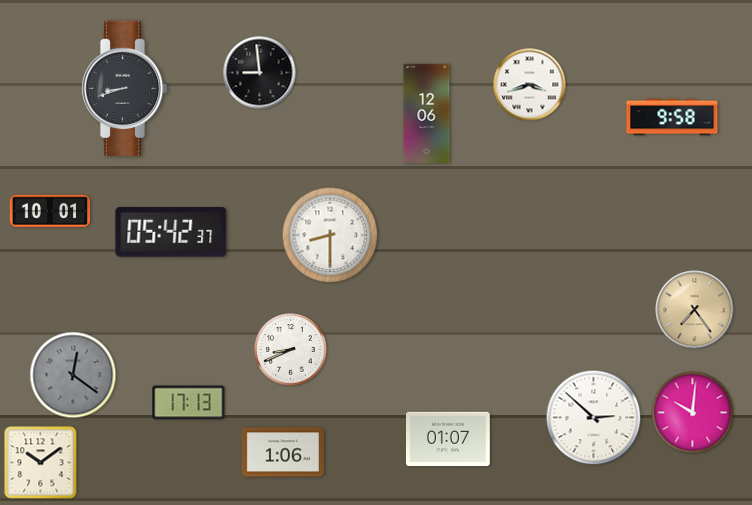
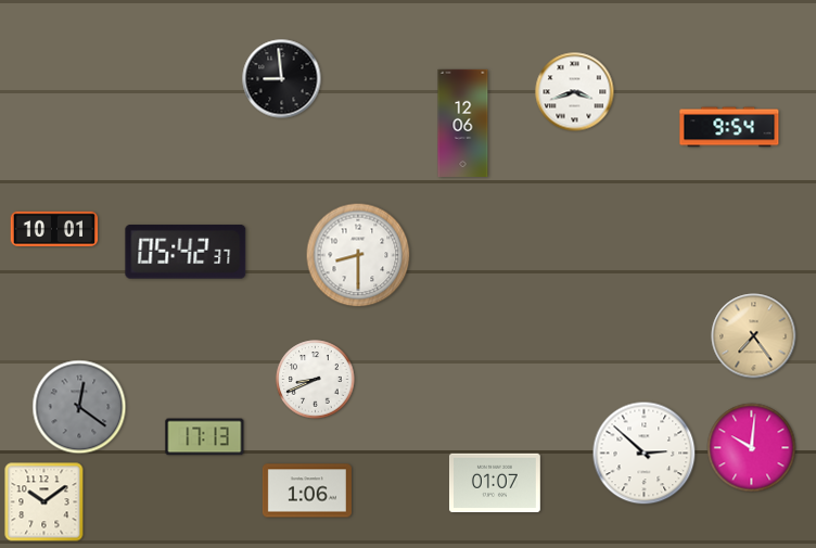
clock at (124, 88): 8:42 -> none
clock at (672, 117): 9:58 -> 9:54
clock at (448, 439) position: (448, 439) -> (495, 483)
